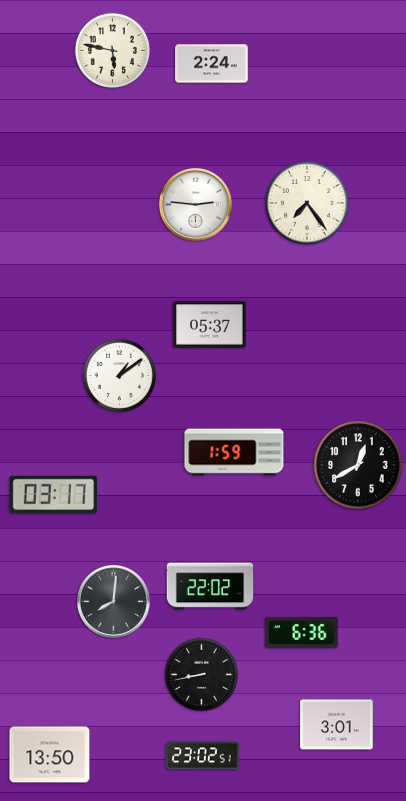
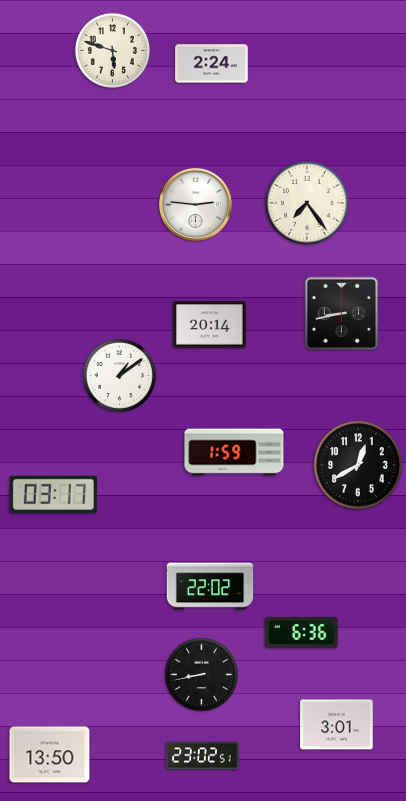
clock at (112, 50): 5:47 -> 5:48
clock at (342, 314): none -> 8:43
clock at (210, 325): 05:37 -> 20:14
clock at (114, 602): 8:01 -> none
